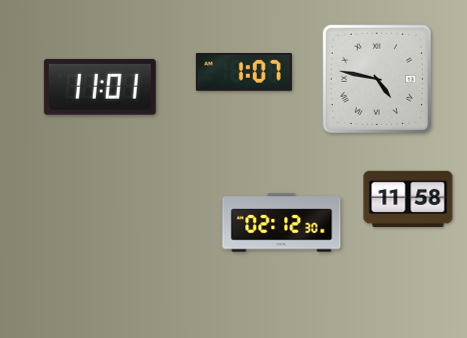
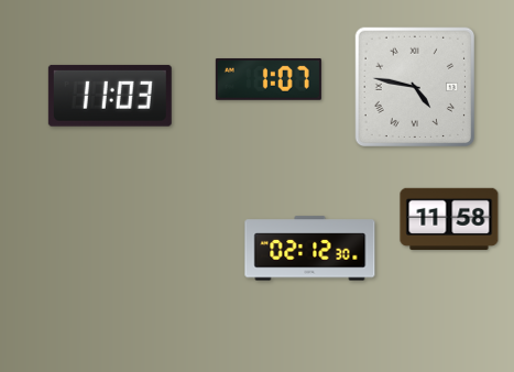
clock at (100, 87): 11:01 -> 11:03
clock at (282, 223) position: (282, 223) -> (310, 249)
